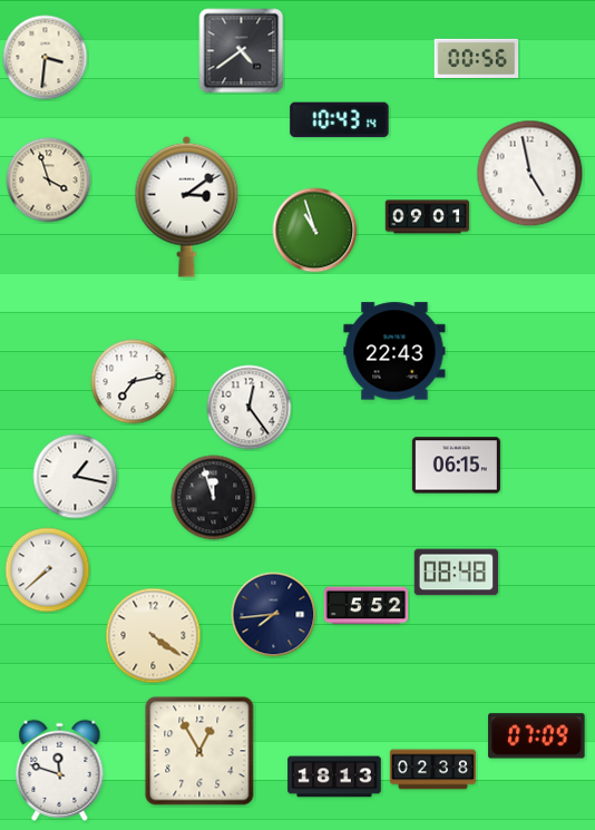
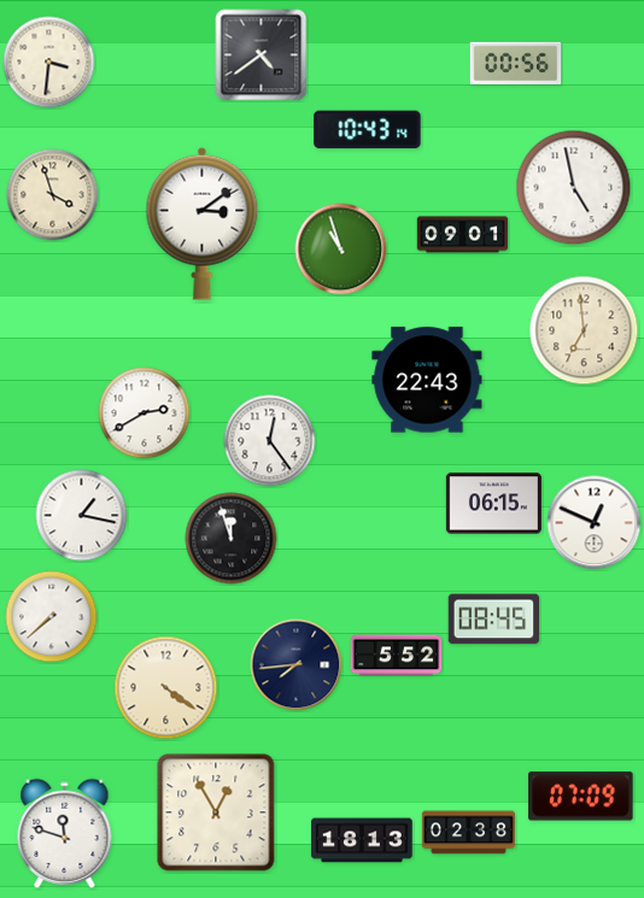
clock at (584, 330): none -> 6:59
clock at (134, 382): 7:13 -> 2:40
clock at (595, 523): none -> 12:49
clock at (457, 573): 08:48 -> 08:45
